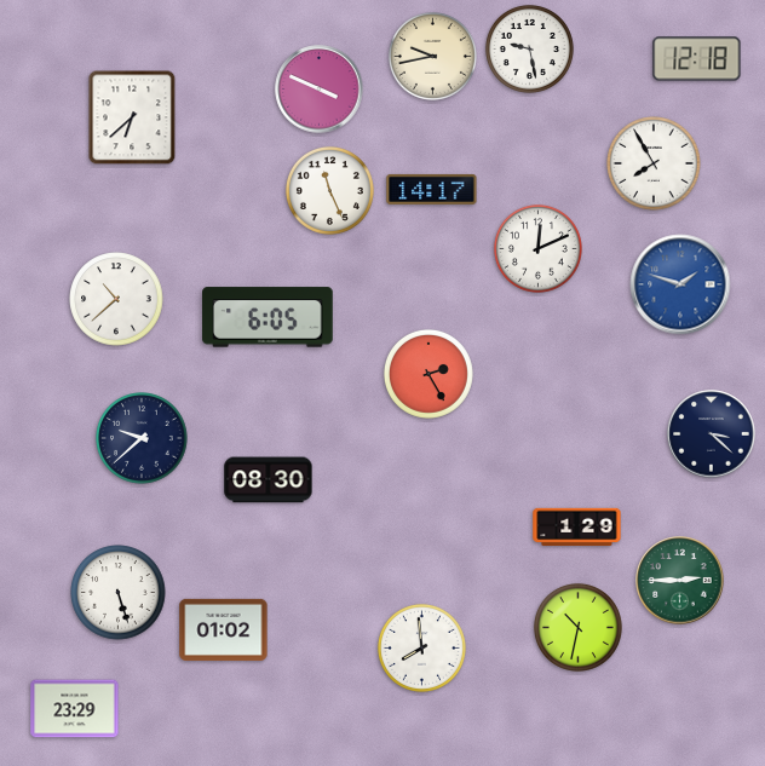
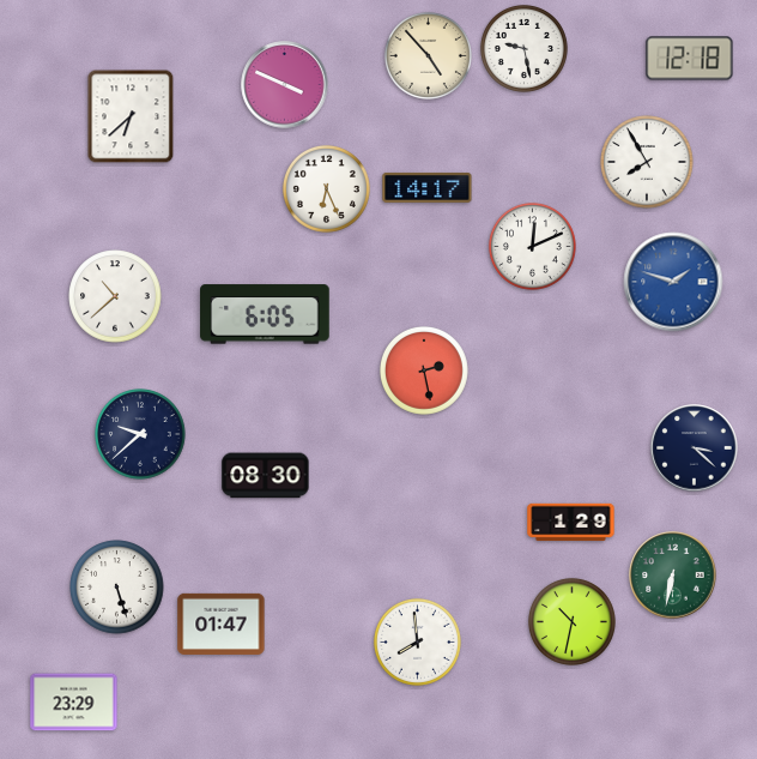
clock at (432, 56): 9:43 -> 4:53
clock at (320, 90) position: (320, 90) -> (285, 85)
clock at (329, 190): 11:26 -> 6:26
clock at (428, 374): 2:25 -> 2:28
clock at (712, 434) position: (712, 434) -> (695, 448)
clock at (680, 581): 2:45 -> 6:32
clock at (224, 629): 01:02 -> 01:47
